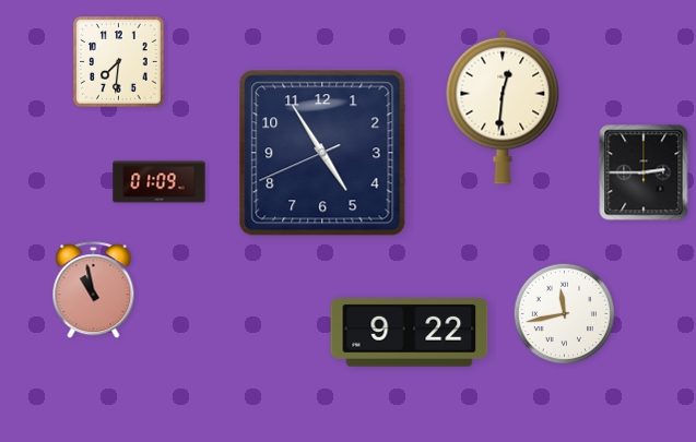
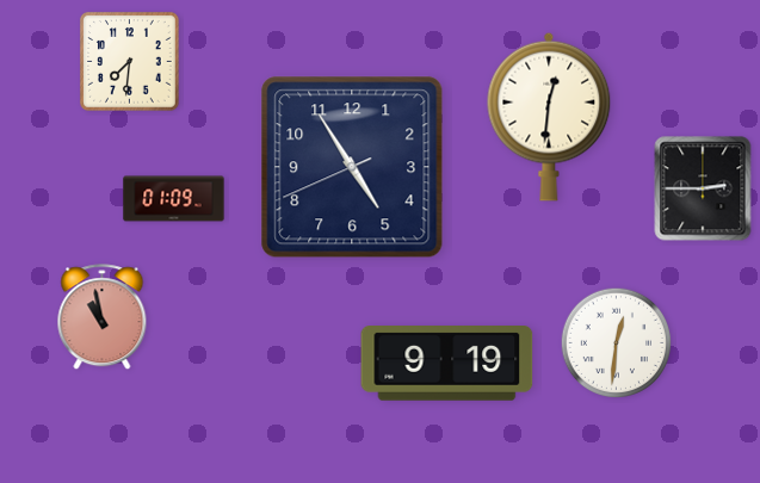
clock at (119, 62) position: (119, 62) -> (130, 62)
clock at (565, 314): 11:43 -> 12:31
clock at (410, 333): 9:22 -> 9:19
